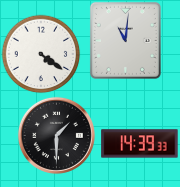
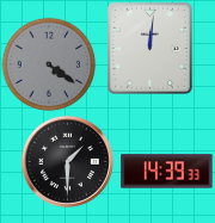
clock at (125, 40): 11:01 -> 12:01
clock at (41, 54) dial: white -> grey
